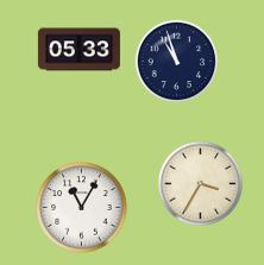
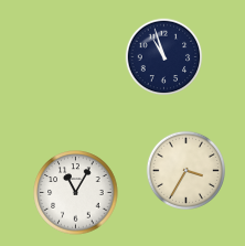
clock at (78, 50): 05:33 -> none
